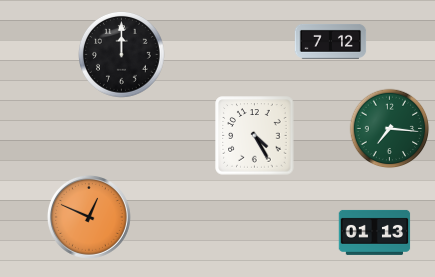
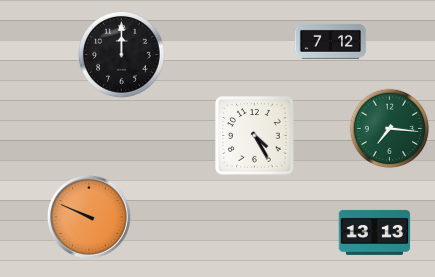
clock at (89, 217): 12:49 -> 9:49
clock at (375, 232): 01:13 -> 13:13
